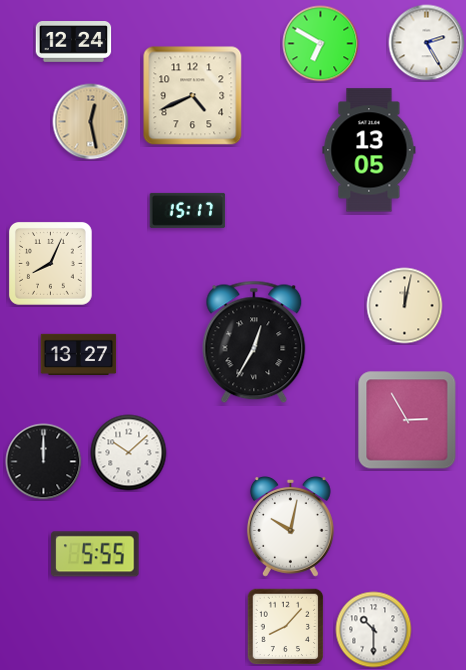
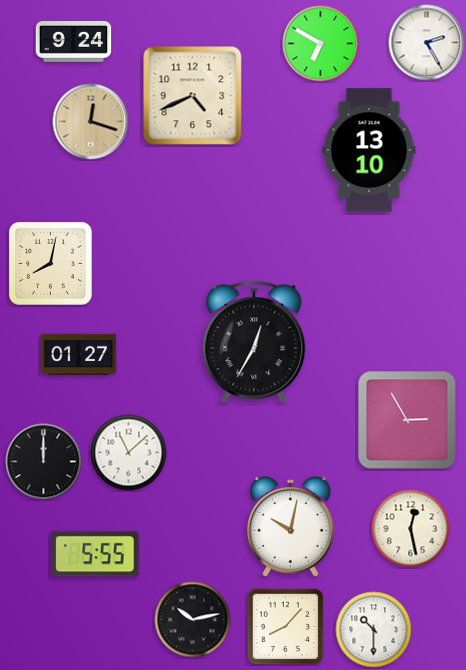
clock at (74, 42): 12:24 -> 9:24
clock at (91, 122): 12:28 -> 12:18
clock at (369, 150): 13:05 -> 13:10
clock at (188, 210): 15:17 -> none
clock at (50, 263): 8:04 -> 8:02
clock at (405, 306): 12:02 -> none
clock at (79, 354): 13:27 -> 01:27
clock at (129, 453): 10:08 -> 11:08
clock at (411, 529): none -> 12:28
clock at (193, 620): none -> 10:13
